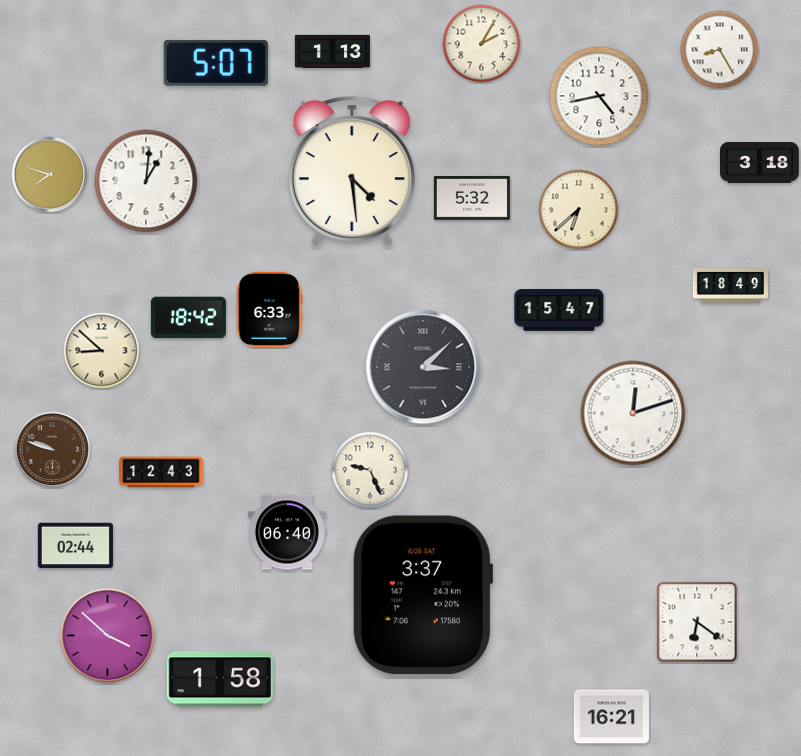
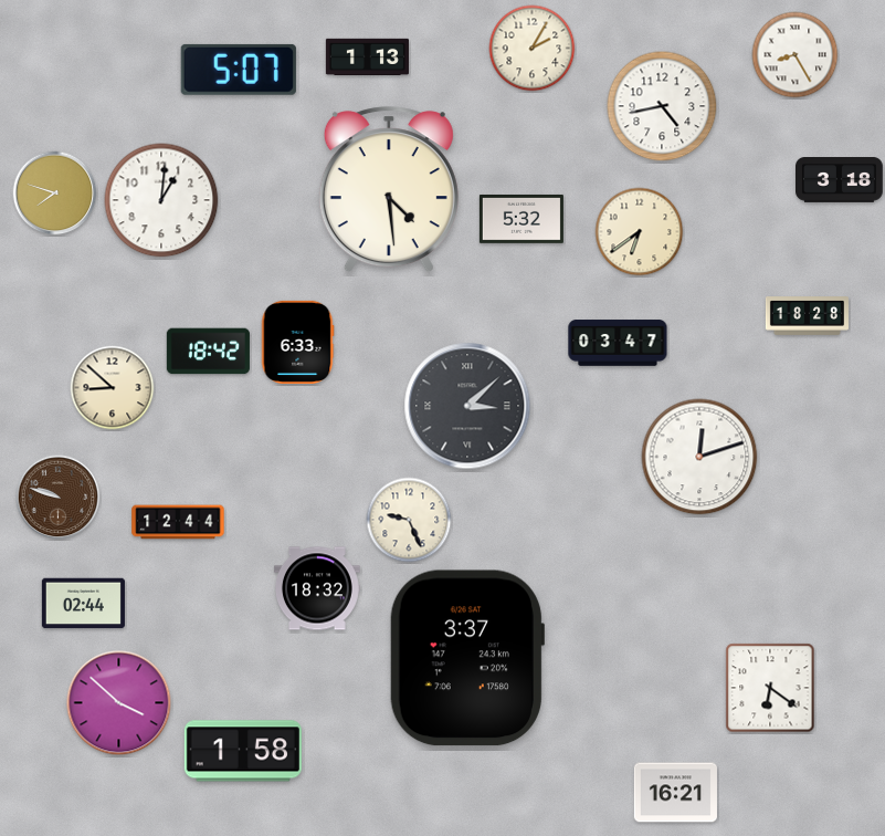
clock at (579, 210): 6:38 -> 6:39
clock at (730, 286): 18:49 -> 18:28
clock at (559, 310): 15:47 -> 03:47
clock at (161, 472): 12:43 -> 12:44
clock at (287, 532): 06:40 -> 18:32
